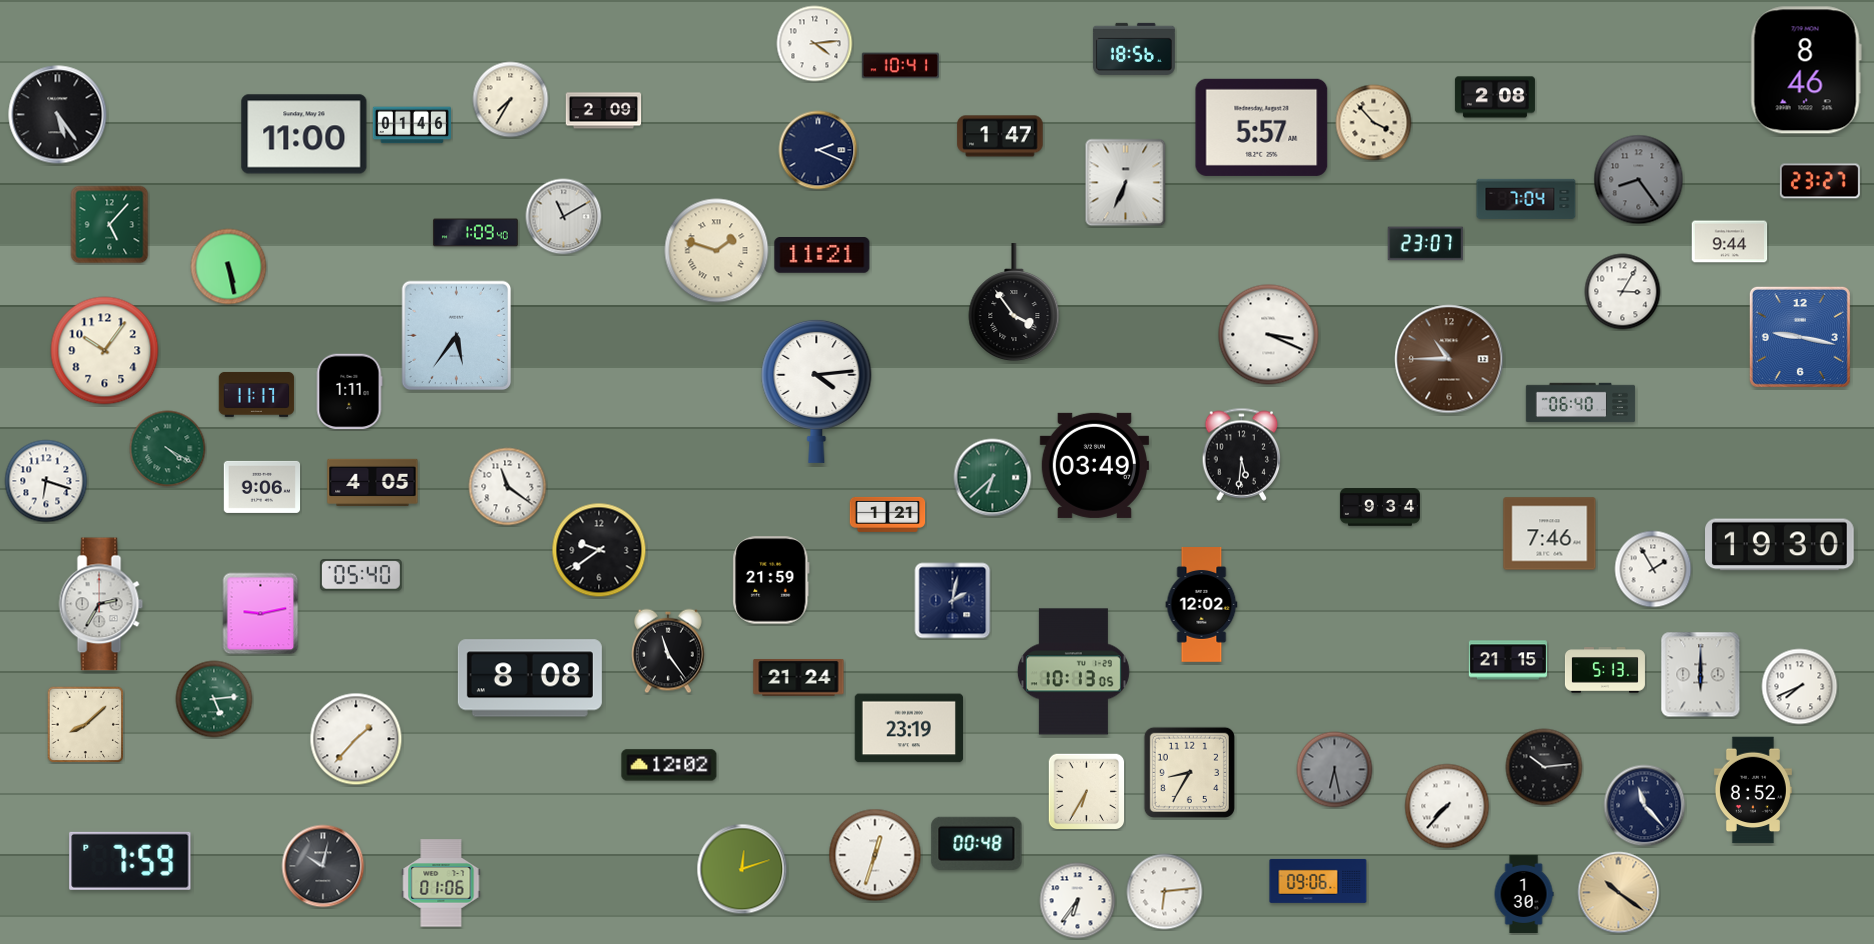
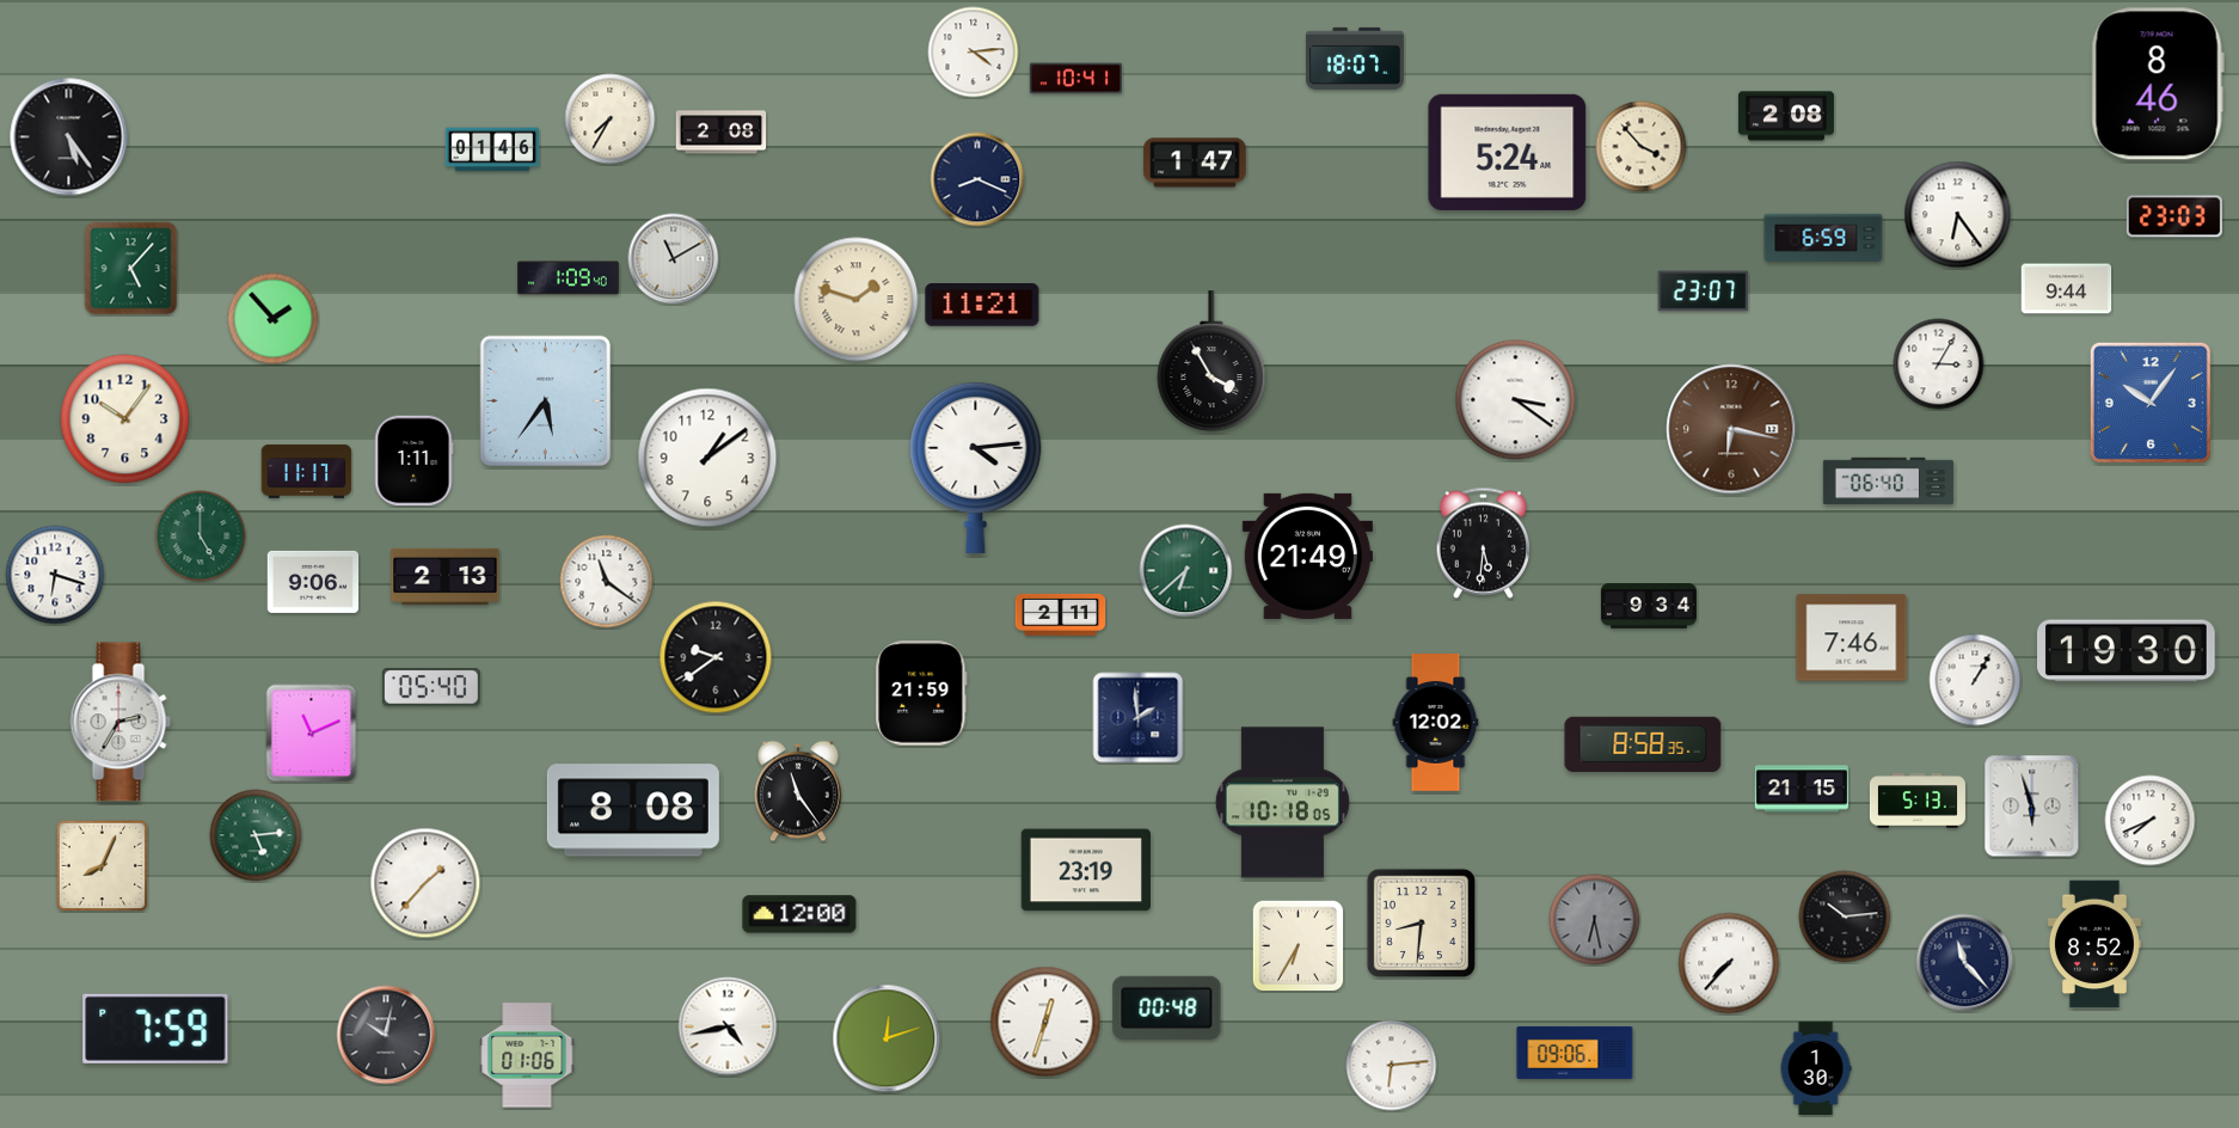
clock at (1134, 49): 18:56 -> 18:07
clock at (604, 111): 2:09 -> 2:08
clock at (1262, 127): 5:57 -> 5:24
clock at (304, 134): 11:00 -> none
clock at (818, 150): 2:19 -> 8:19
clock at (1639, 180): 8:24 -> 6:24
clock at (1639, 180) dial: grey -> white
clock at (1820, 181): 23:27 -> 23:03
clock at (1126, 183): 6:34 -> none
clock at (1526, 199): 7:04 -> 6:59
clock at (229, 267): 5:28 -> 1:53
clock at (1623, 292) position: (1623, 292) -> (1939, 364)
clock at (1014, 303): 3:54 -> 3:55
clock at (1269, 335): 3:19 -> 3:21
clock at (1800, 337): 9:17 -> 10:06
clock at (1449, 359): 10:45 -> 6:17
clock at (707, 458): none -> 1:09
clock at (349, 392) position: (349, 392) -> (413, 461)
clock at (168, 449): 4:20 -> 5:00
clock at (1094, 465): 03:49 -> 21:49
clock at (373, 482): 4:05 -> 2:13
clock at (888, 514): 1:21 -> 2:11
clock at (1653, 569): 1:55 -> 1:05
clock at (953, 601): 2:02 -> 1:59
clock at (261, 614): 9:13 -> 11:11
clock at (1643, 743): none -> 8:58
clock at (669, 651) position: (669, 651) -> (799, 791)
clock at (1073, 672): 10:13 -> 10:18
clock at (1701, 675): 6:00 -> 5:57
clock at (799, 678): 21:24 -> none
clock at (86, 725): 8:08 -> 8:04
clock at (669, 765): 12:02 -> 12:00
clock at (1189, 772): 8:35 -> 8:31
clock at (728, 1026): none -> 4:43
clock at (1524, 893) position: (1524, 893) -> (1816, 1067)
clock at (1619, 893): 10:21 -> none
clock at (1078, 901): 6:36 -> none
